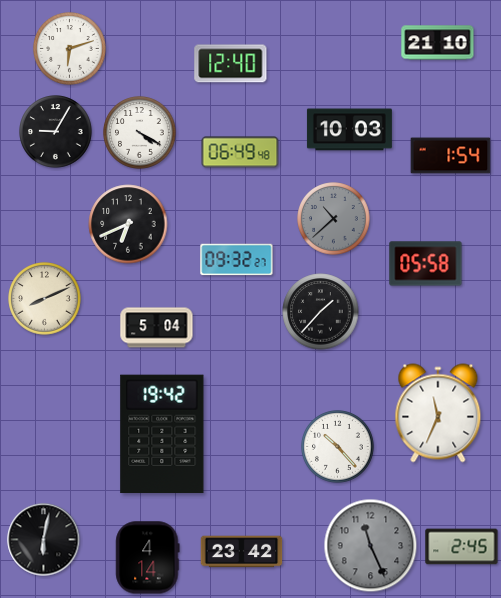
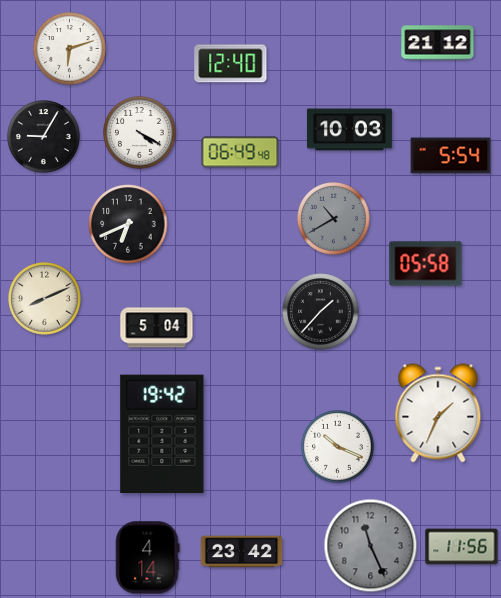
clock at (438, 43): 21:10 -> 21:12
clock at (56, 132) position: (56, 132) -> (44, 137)
clock at (451, 156): 1:54 -> 5:54
clock at (334, 219): 10:38 -> 10:40
clock at (237, 260): 09:32 -> none
clock at (438, 413): 11:34 -> 1:34
clock at (338, 447): 10:23 -> 10:19
clock at (44, 540): 6:02 -> none
clock at (462, 547): 2:45 -> 11:56
